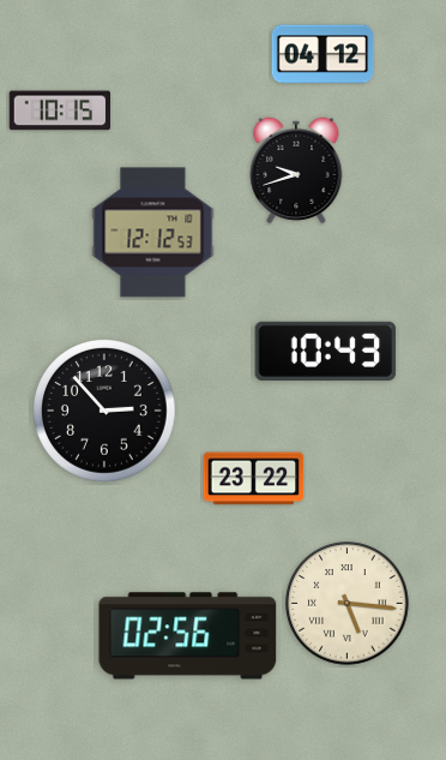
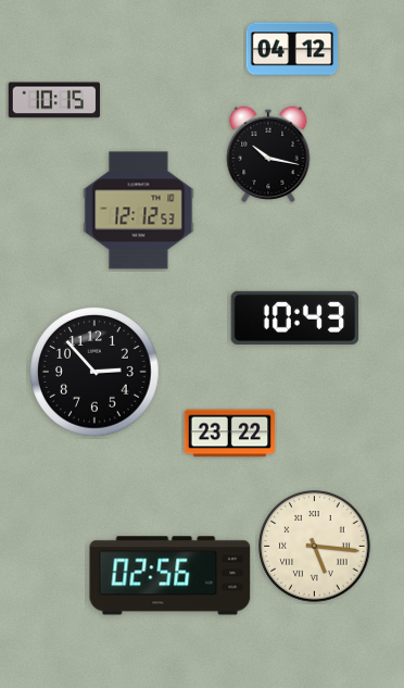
clock at (296, 170): 9:42 -> 10:17
